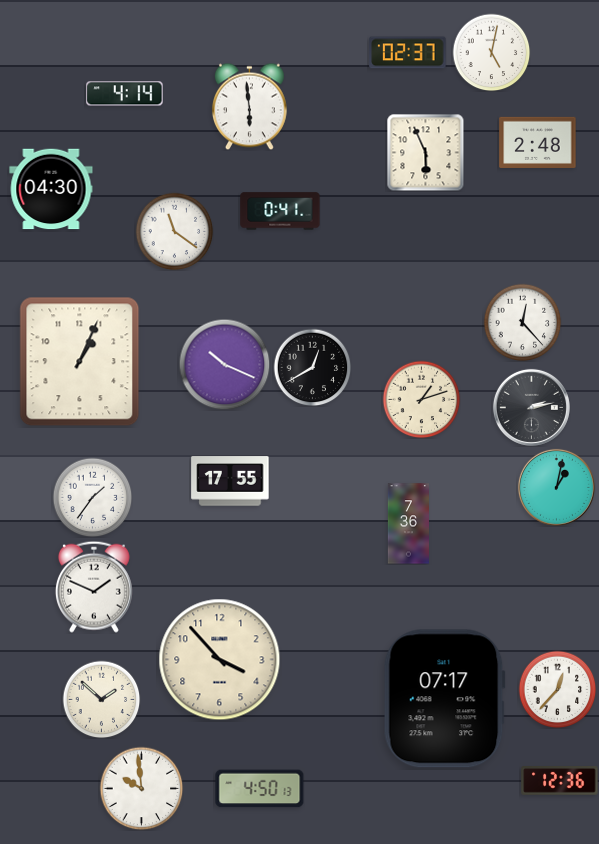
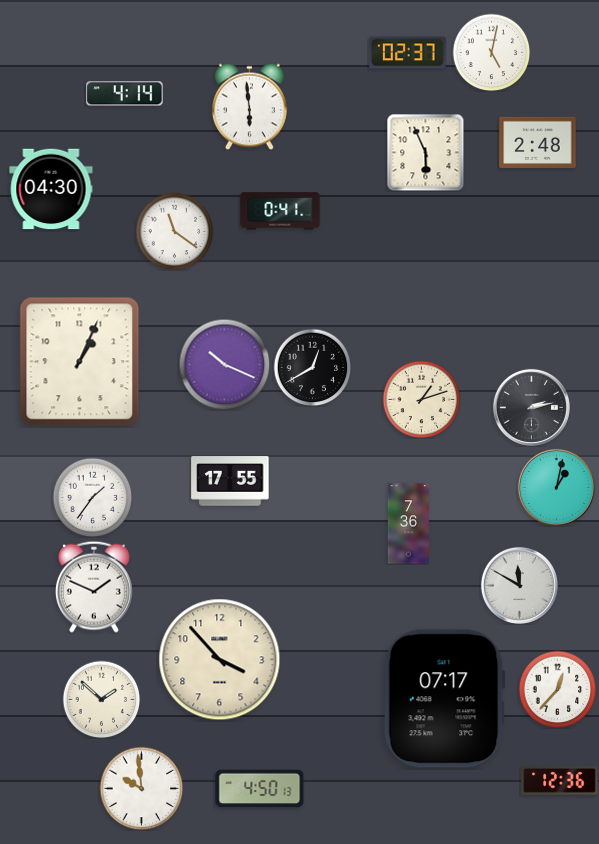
clock at (522, 322): 12:23 -> none
clock at (519, 585): none -> 11:50
